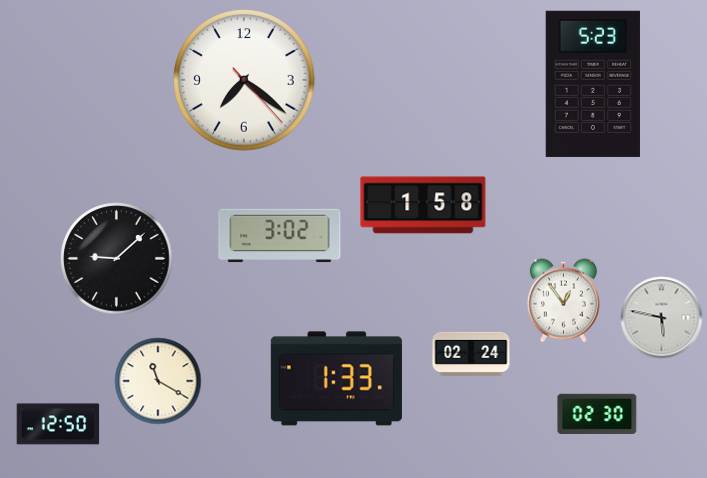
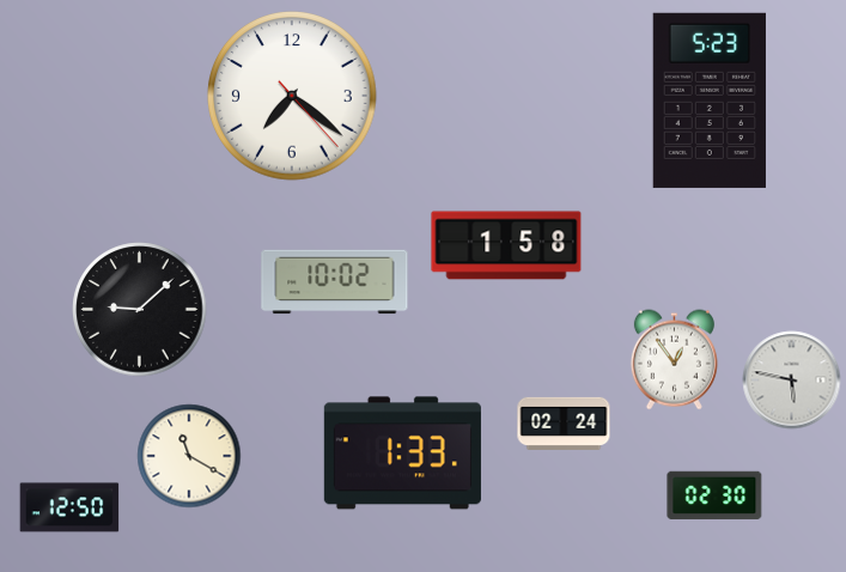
clock at (280, 236): 3:02 -> 10:02
